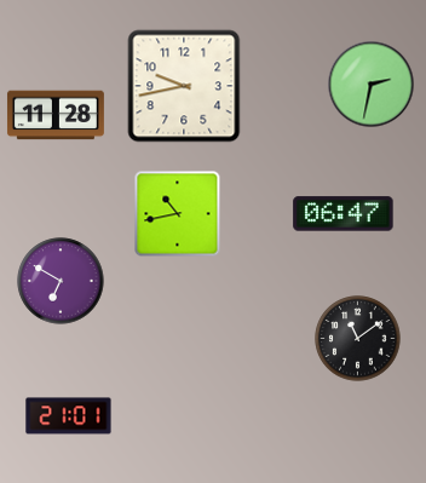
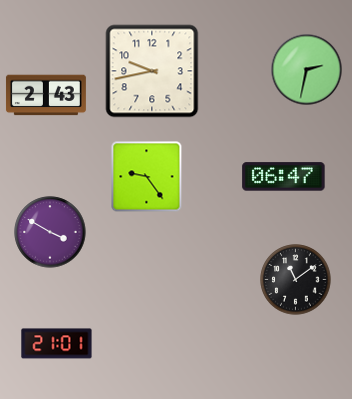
clock at (56, 115): 11:28 -> 2:43
clock at (178, 214): 10:43 -> 9:24
clock at (61, 281): 6:50 -> 3:50
